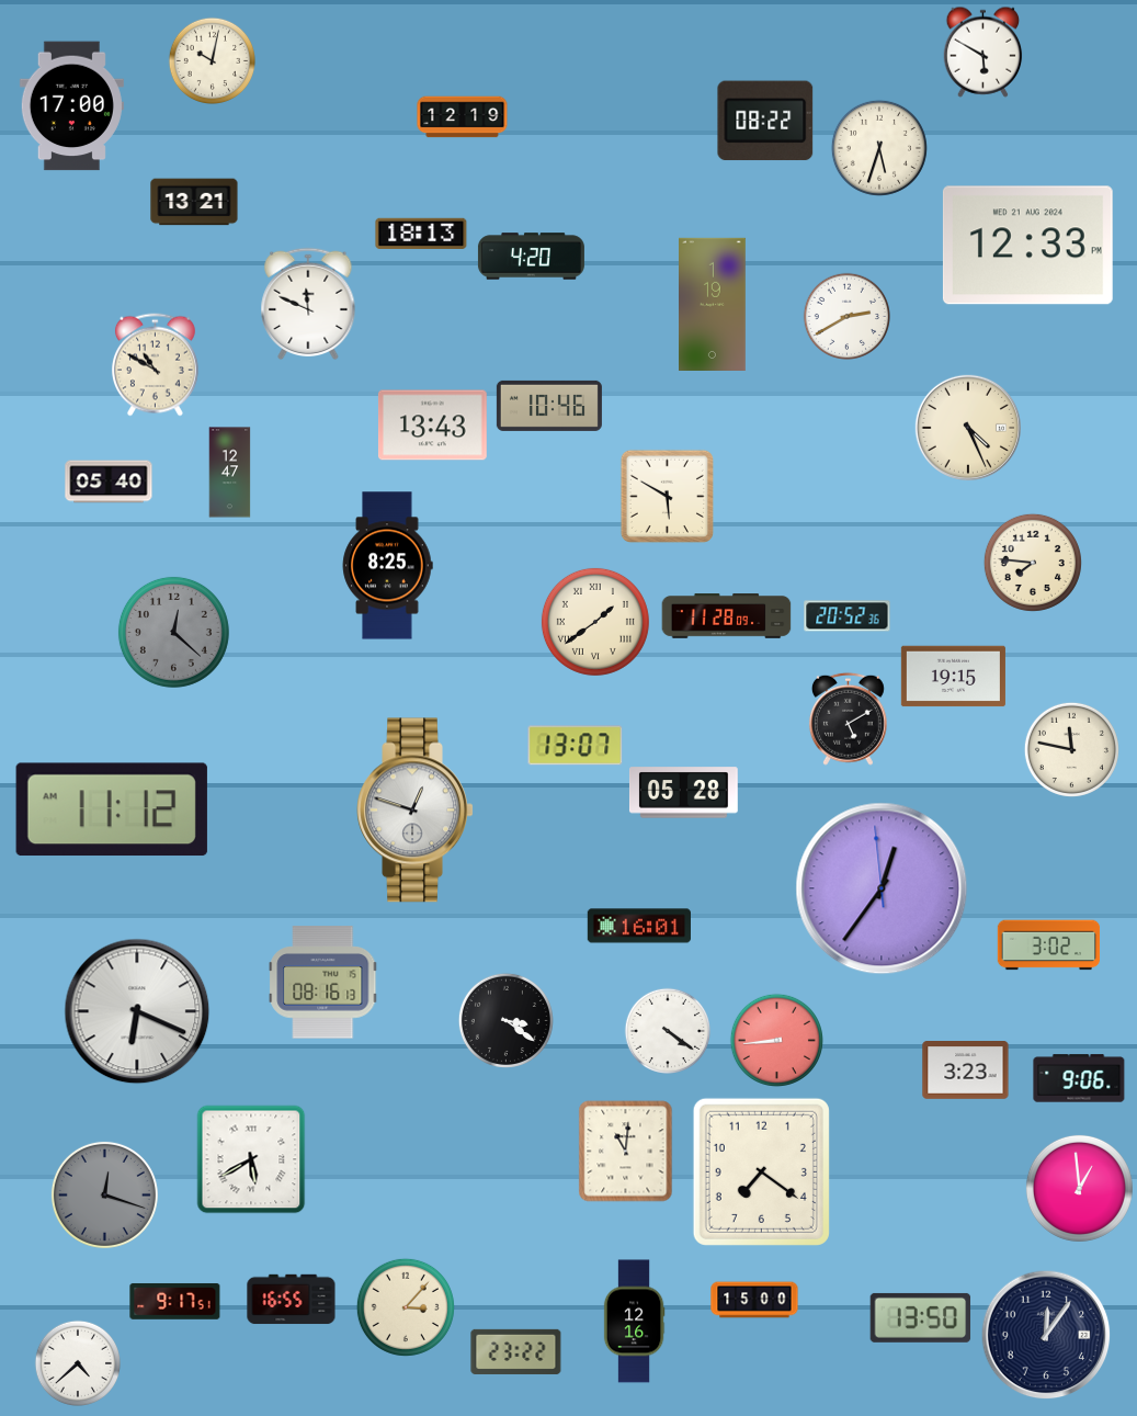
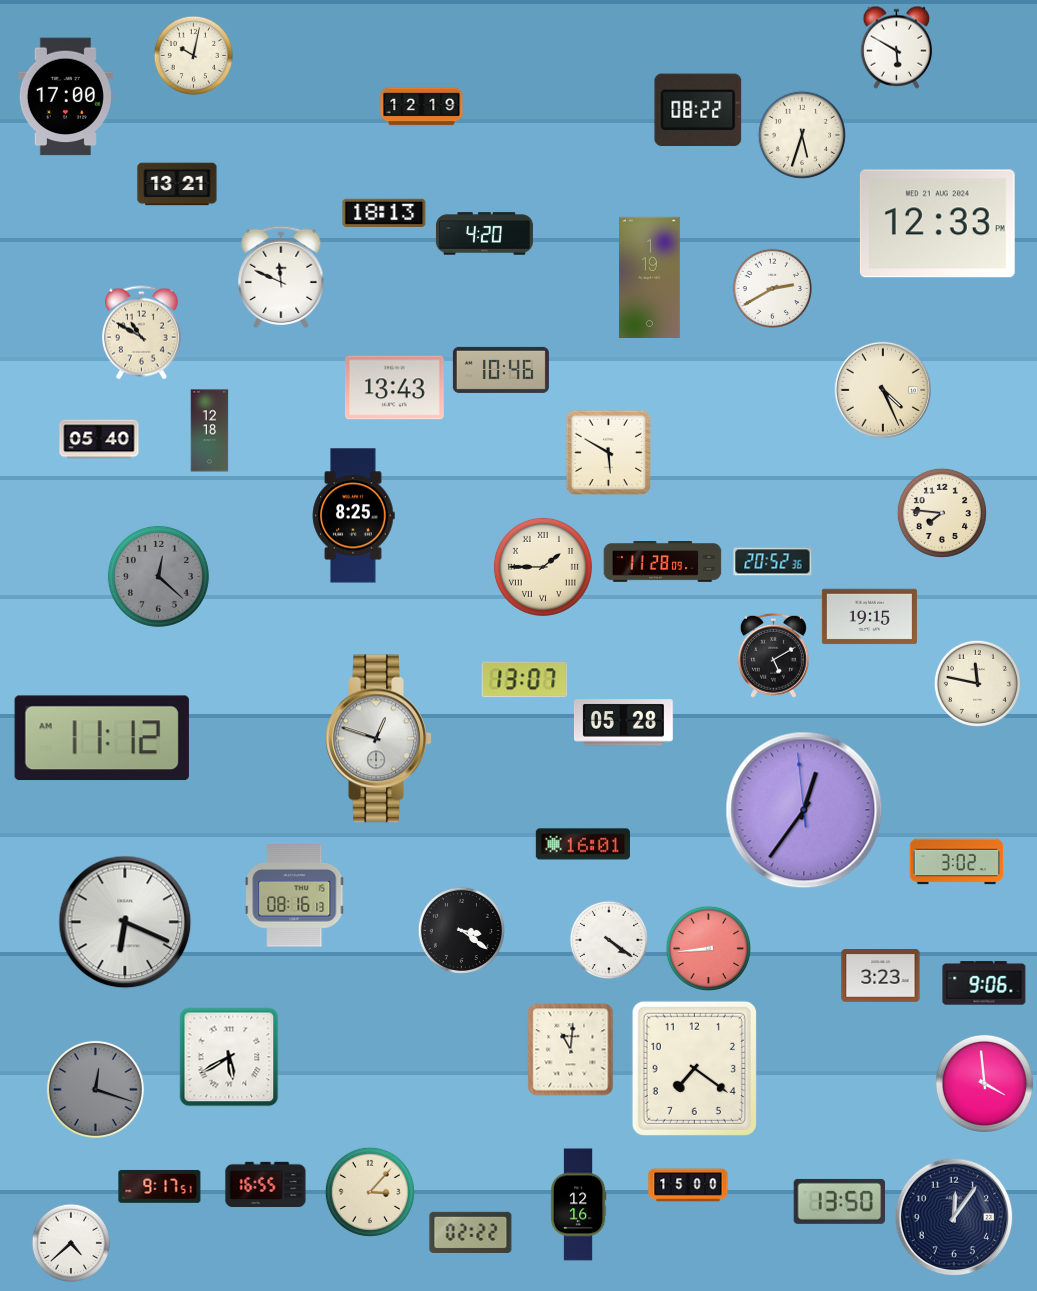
clock at (230, 473): 12:47 -> 12:18
clock at (595, 622): 1:39 -> 1:45
clock at (1079, 1188): 12:59 -> 3:59
clock at (516, 1351): 23:22 -> 02:22
